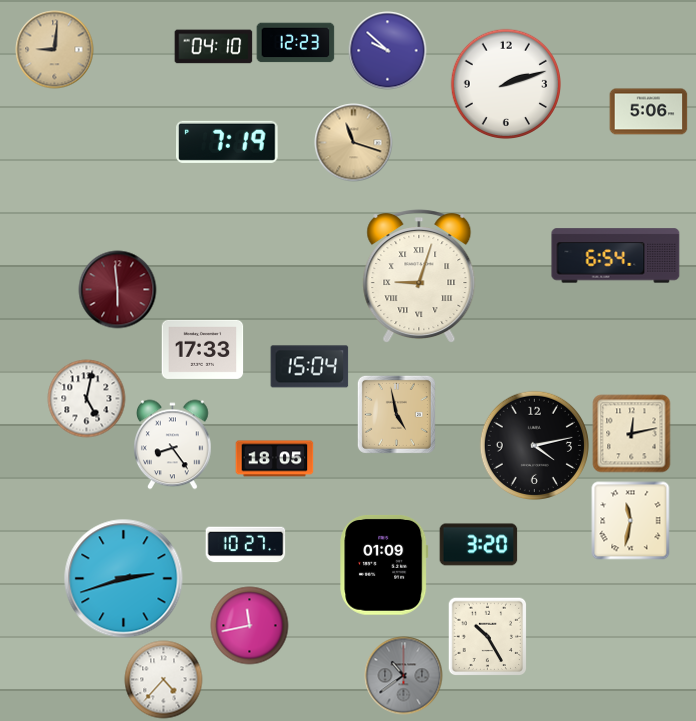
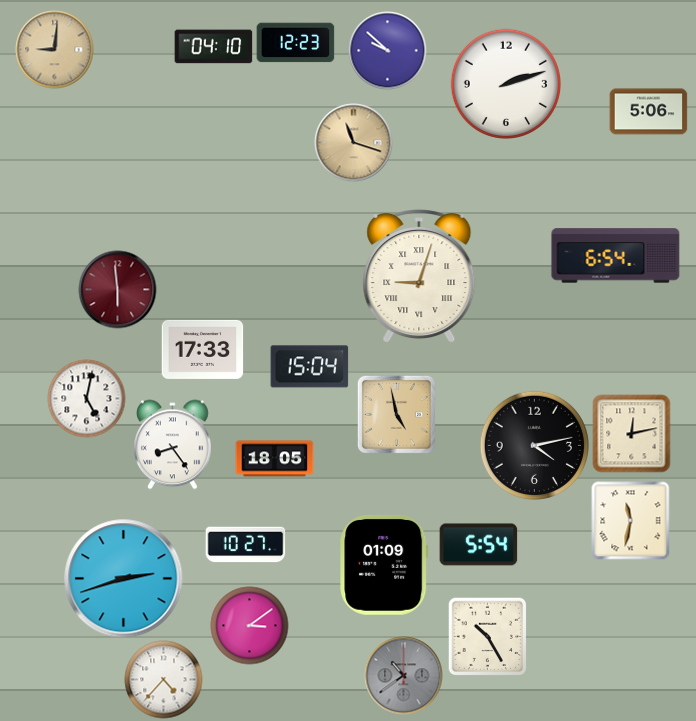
clock at (227, 142): 7:19 -> none
clock at (478, 545): 3:20 -> 5:54
clock at (249, 625): 11:43 -> 3:09
